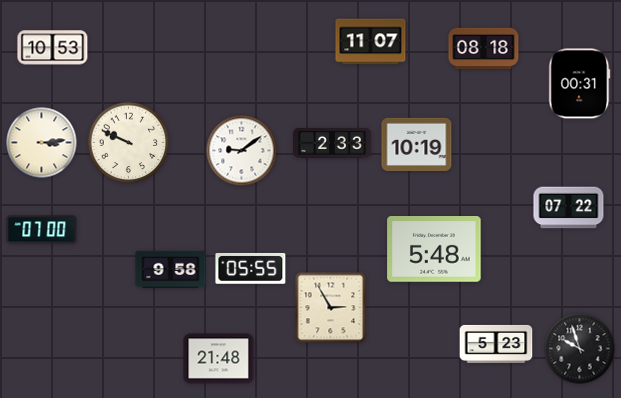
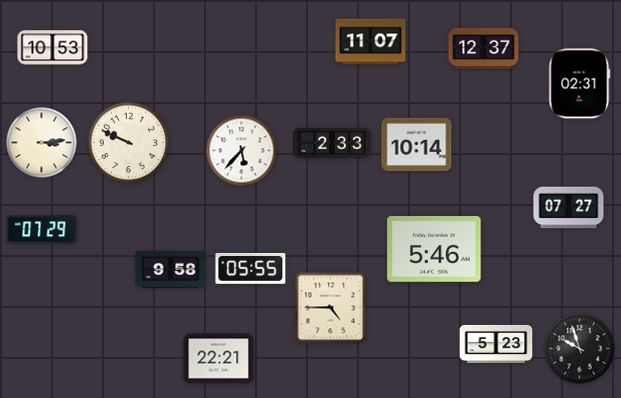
clock at (484, 49): 08:18 -> 12:37
clock at (580, 84): 00:31 -> 02:31
clock at (417, 144): 10:19 -> 10:14
clock at (242, 151): 9:09 -> 5:37
clock at (569, 208): 07:22 -> 07:27
clock at (42, 230): 07:00 -> 07:29
clock at (434, 249): 5:48 -> 5:46
clock at (331, 308): 2:55 -> 4:45
clock at (219, 359): 21:48 -> 22:21
